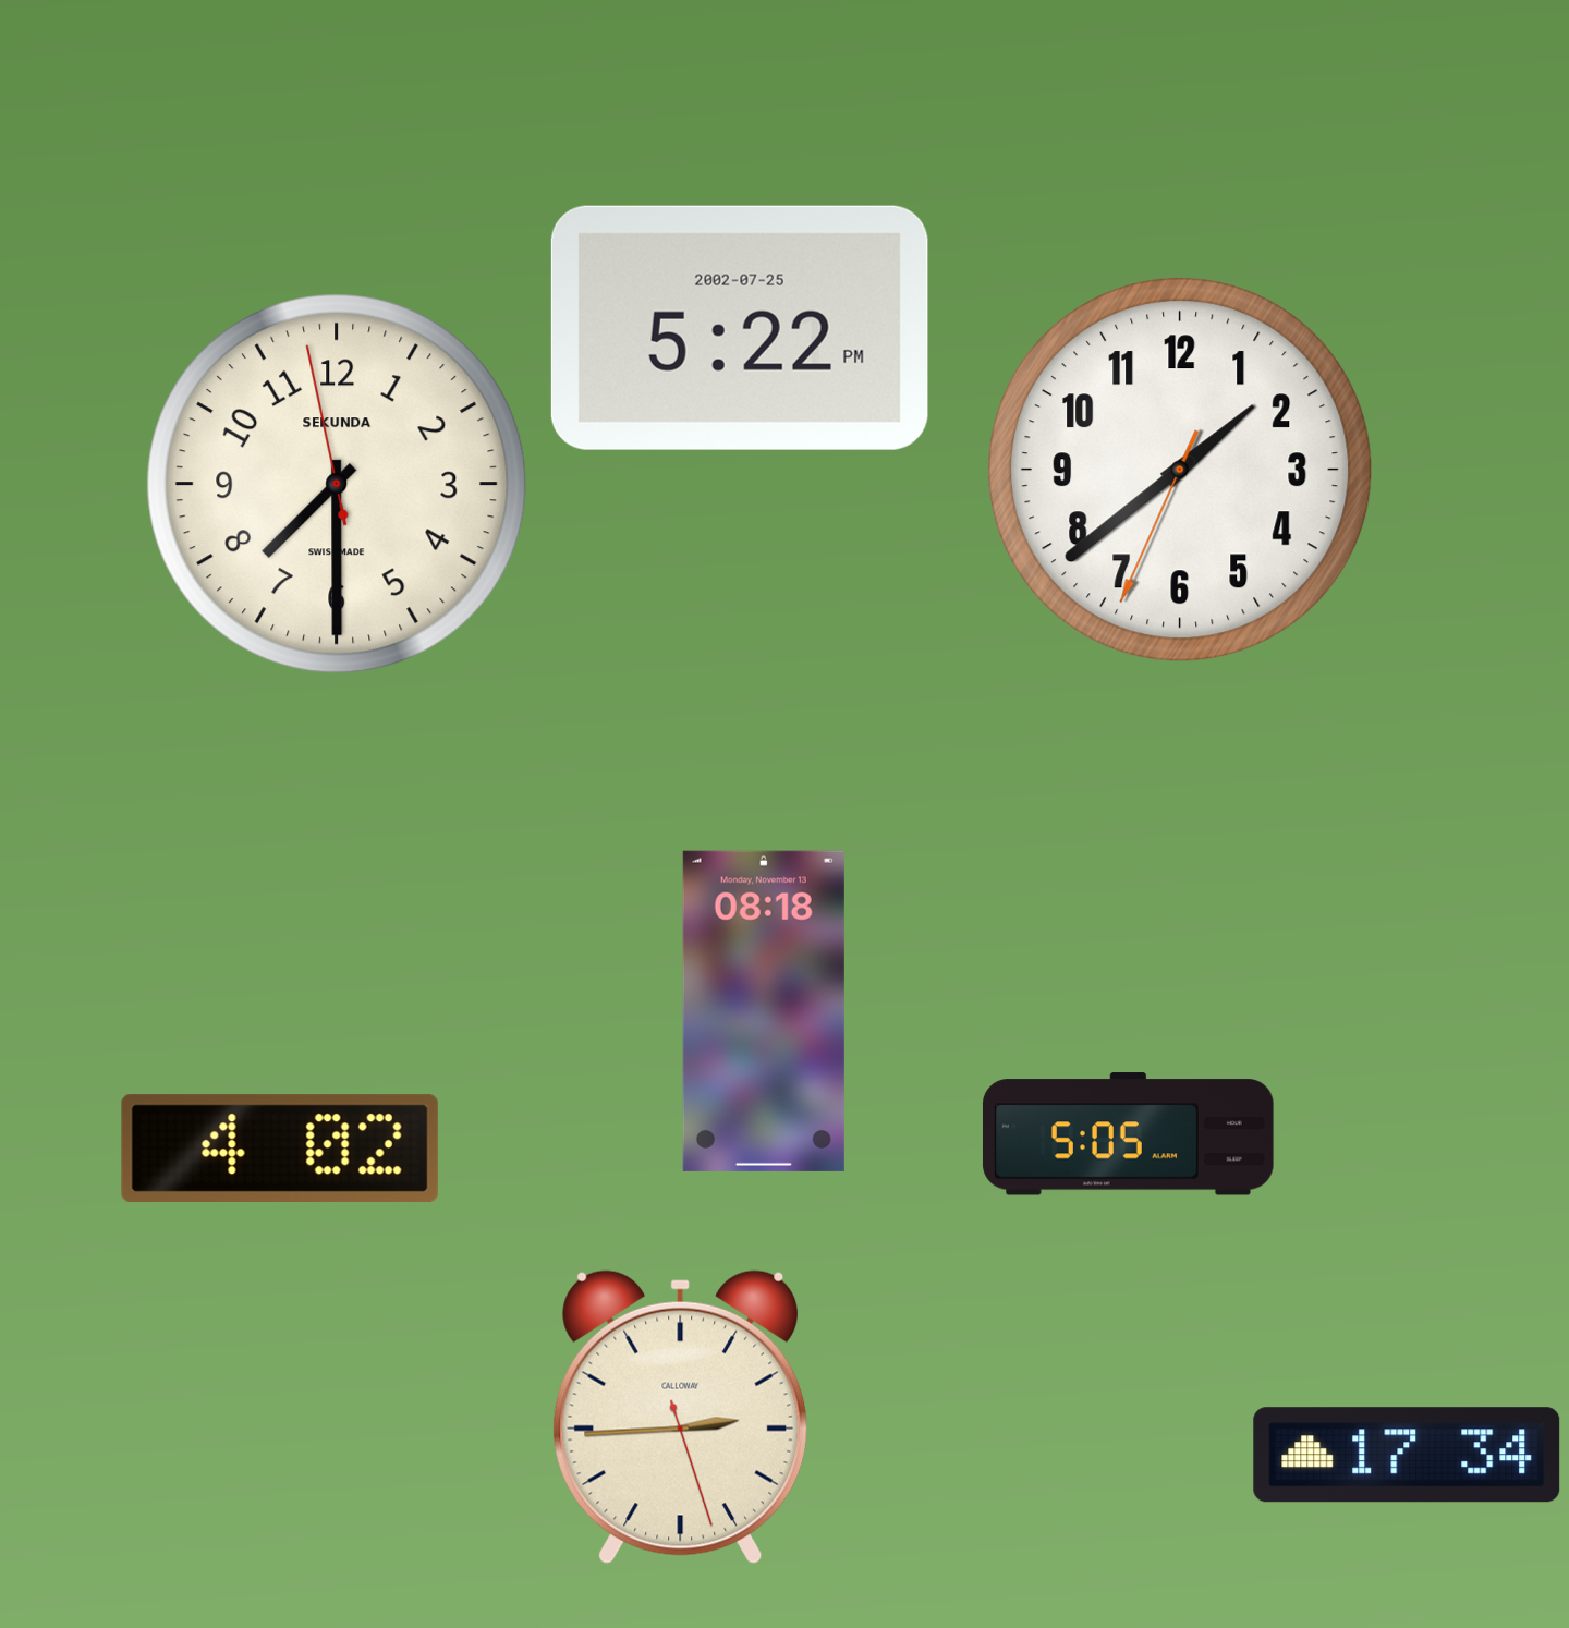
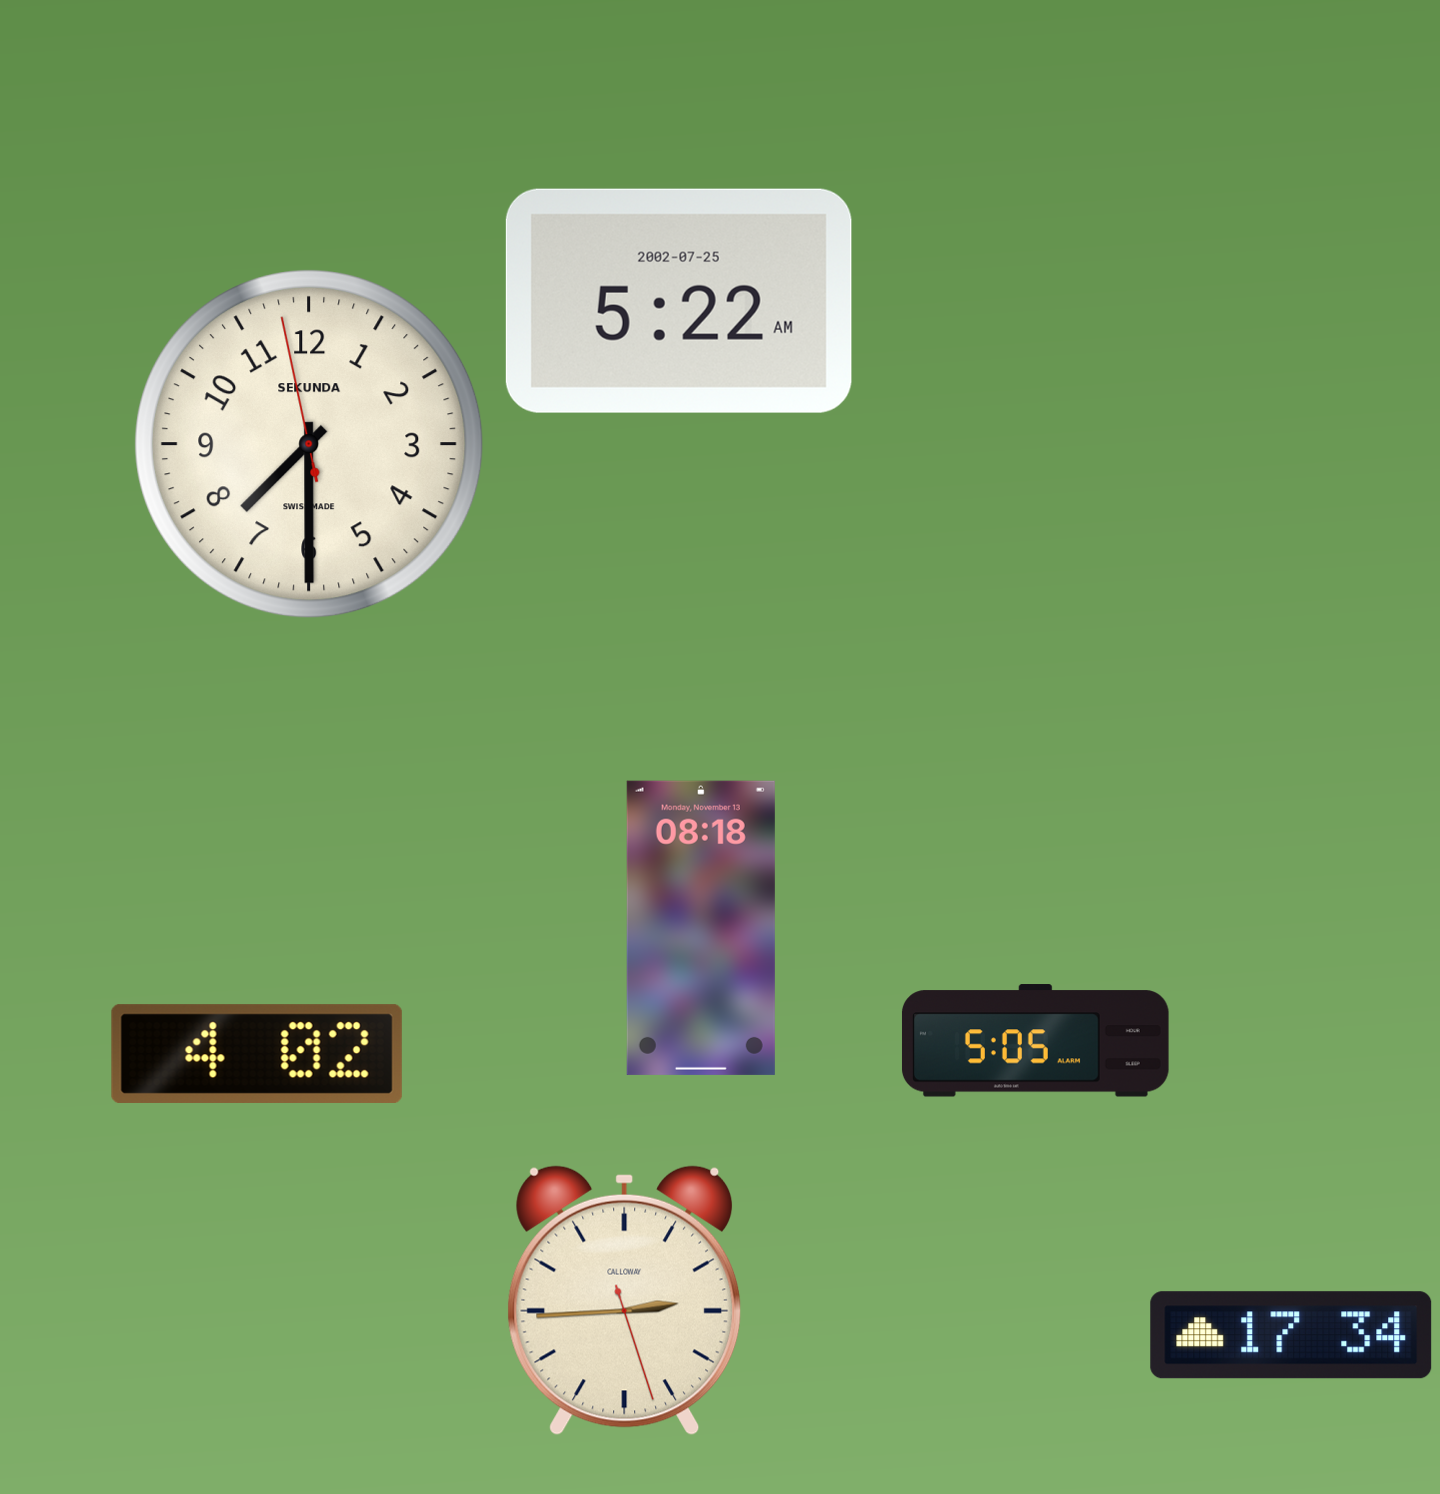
clock at (740, 328): 5:22 PM -> 5:22 AM
clock at (1180, 470): 1:38 -> none
